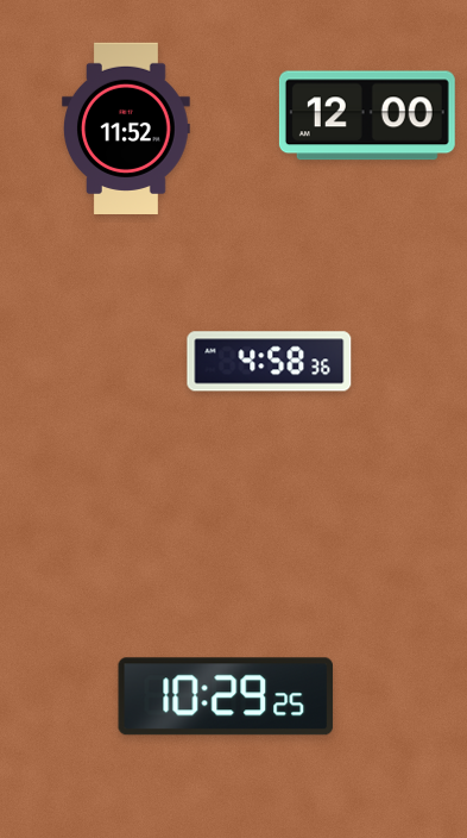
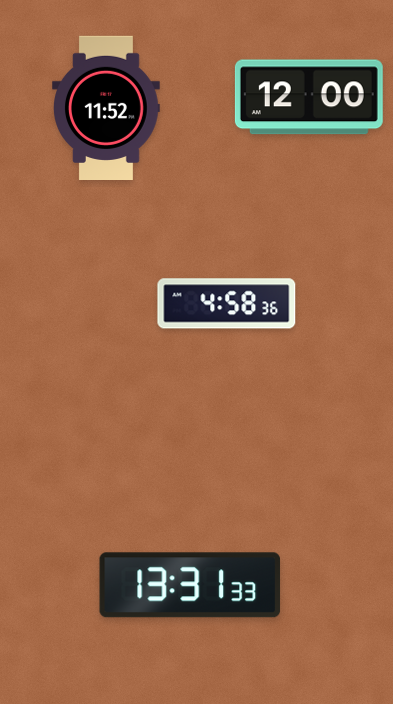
clock at (226, 696): 10:29 -> 13:31
